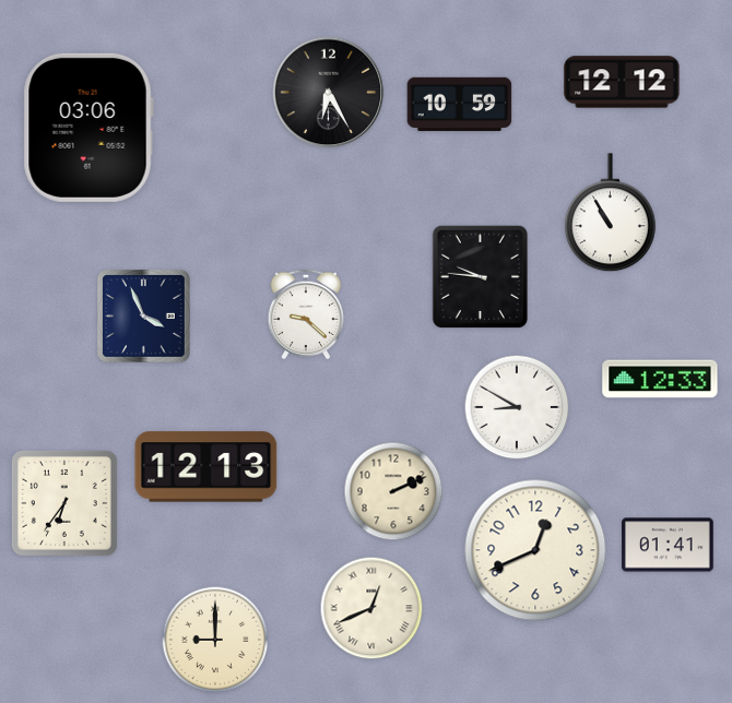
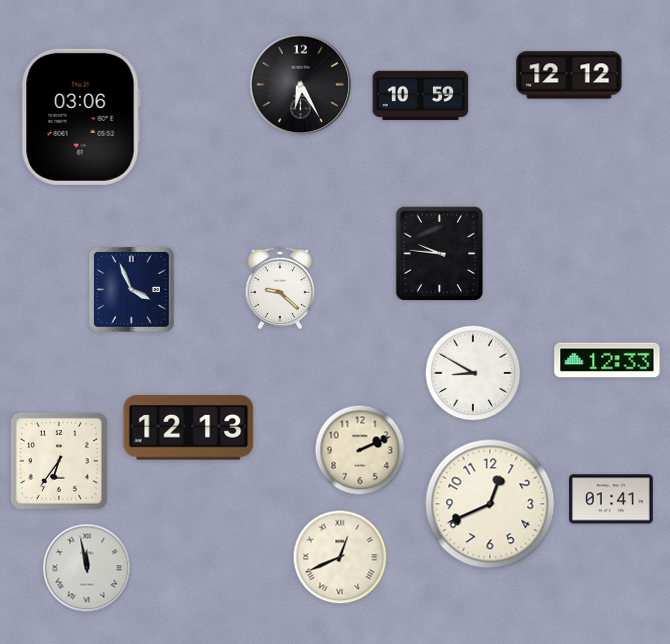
clock at (610, 213): 10:55 -> none
clock at (660, 379) position: (660, 379) -> (607, 360)
clock at (87, 568): none -> 11:58
clock at (215, 640): 9:00 -> none
